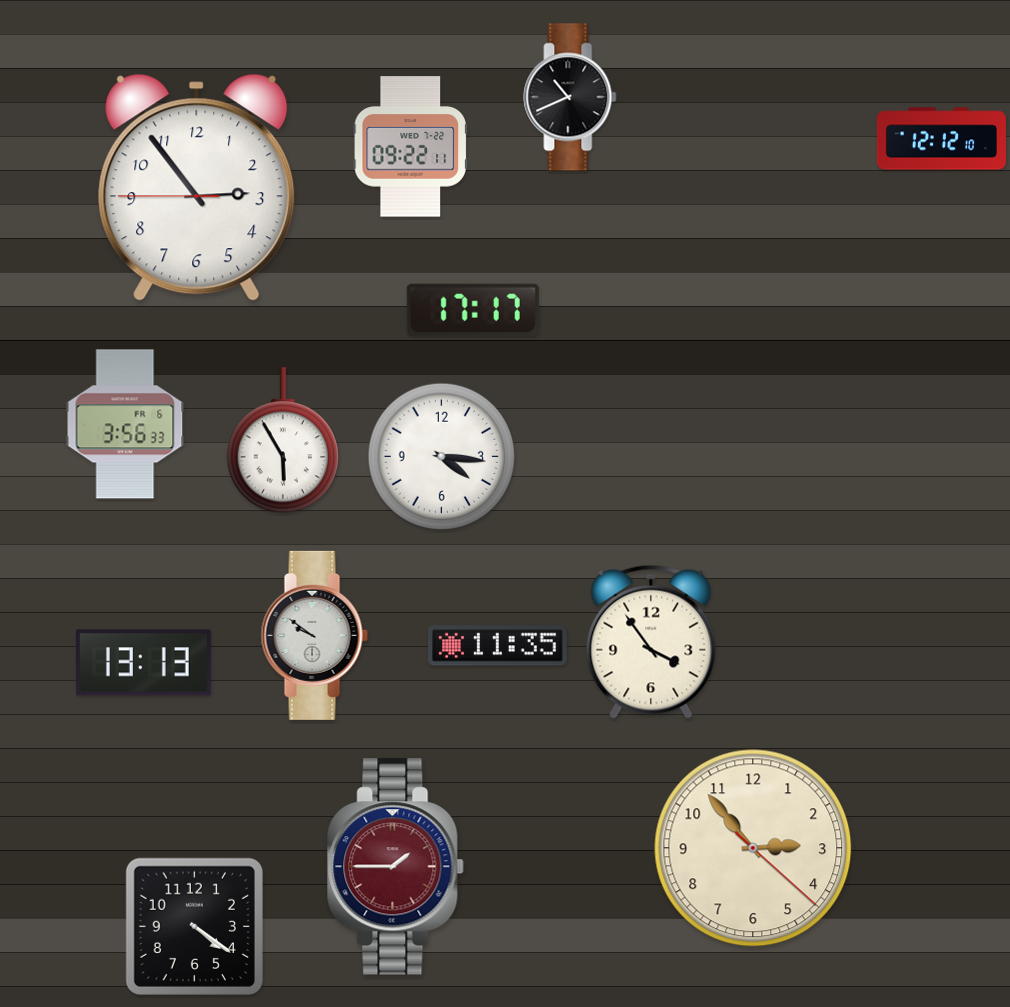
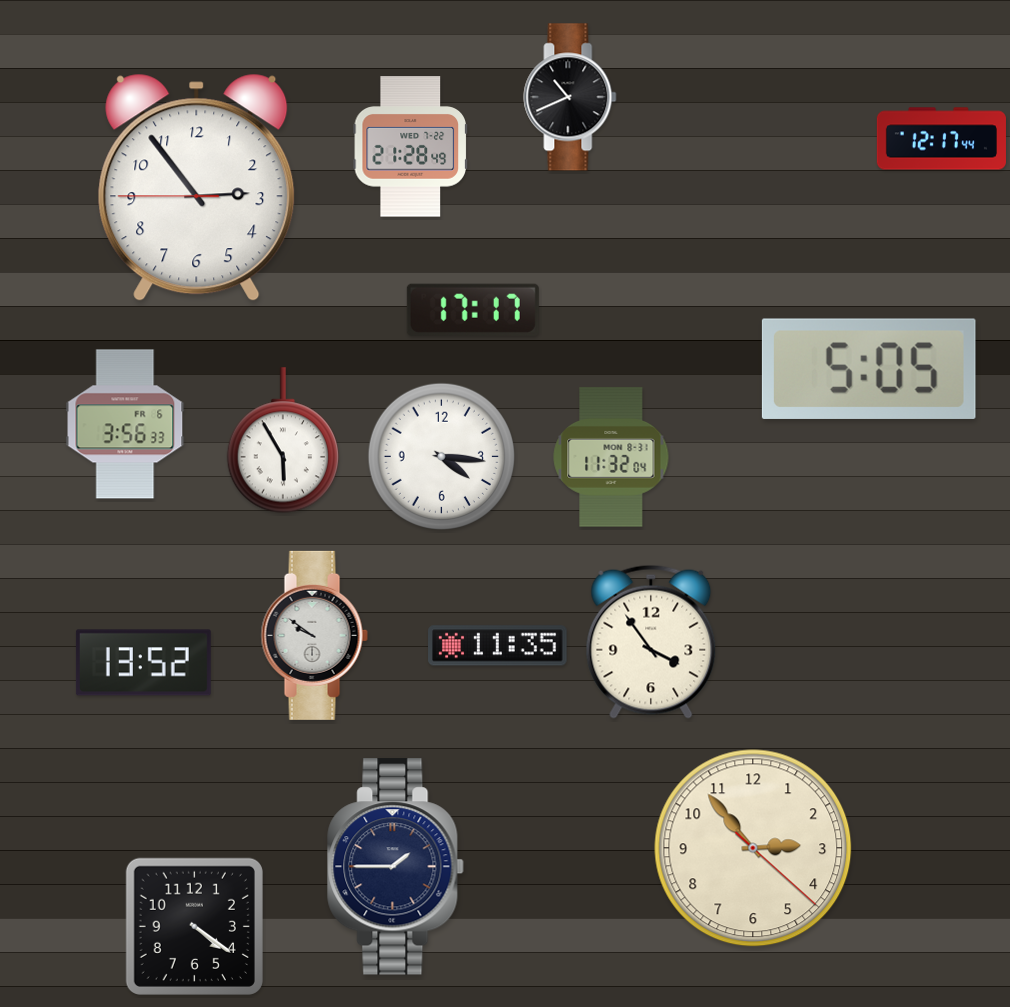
clock at (941, 139): 12:12 -> 12:17
clock at (410, 147): 09:22 -> 21:28
clock at (869, 369): none -> 5:05
clock at (611, 457): none -> 11:32
clock at (143, 663): 13:13 -> 13:52
clock at (396, 867) dial: burgundy -> navy
